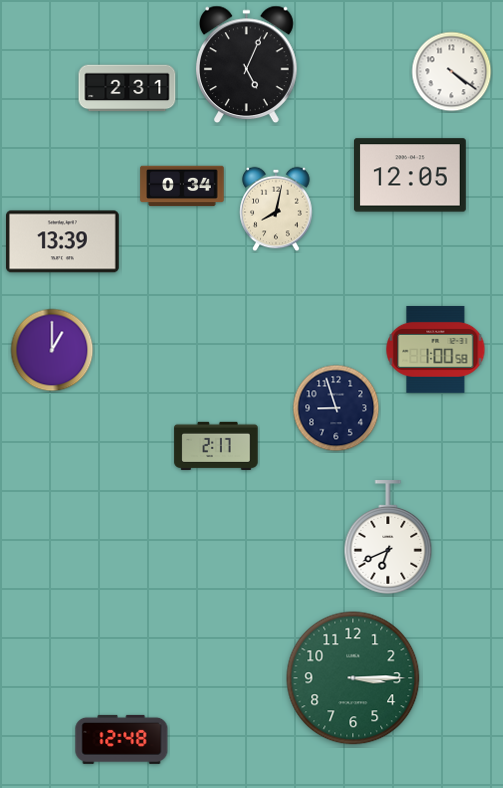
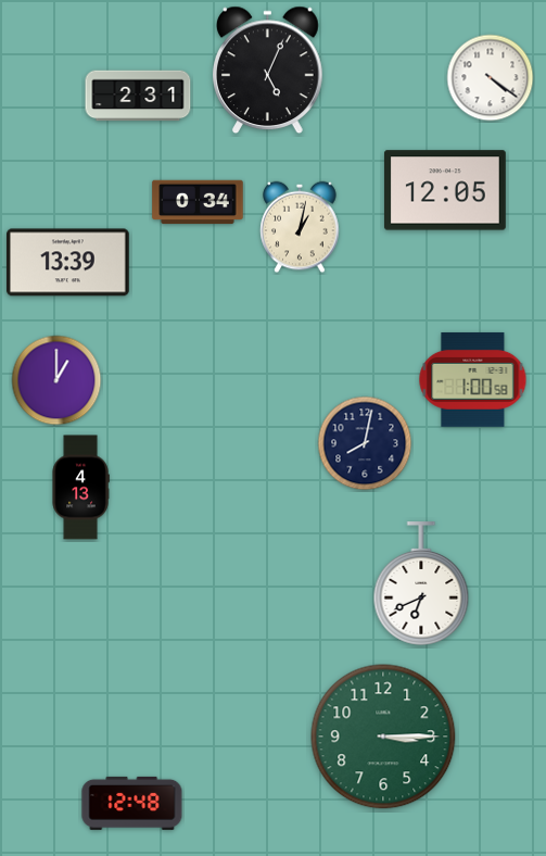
clock at (276, 209): 8:02 -> 1:02
clock at (336, 408): 8:57 -> 8:02
clock at (216, 446): 2:17 -> none
clock at (80, 488): none -> 4:13
